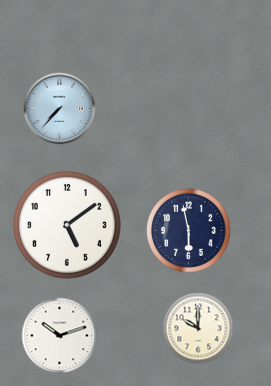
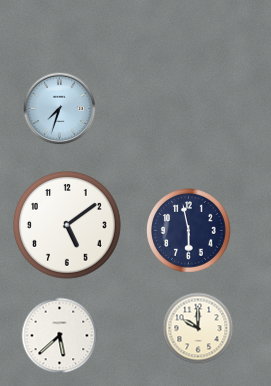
clock at (60, 109): 7:37 -> 7:33
clock at (60, 336): 10:12 -> 5:38
